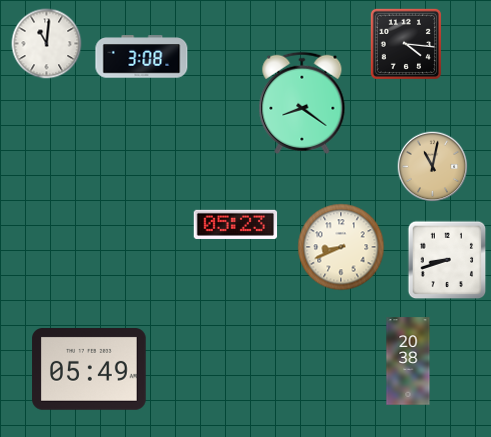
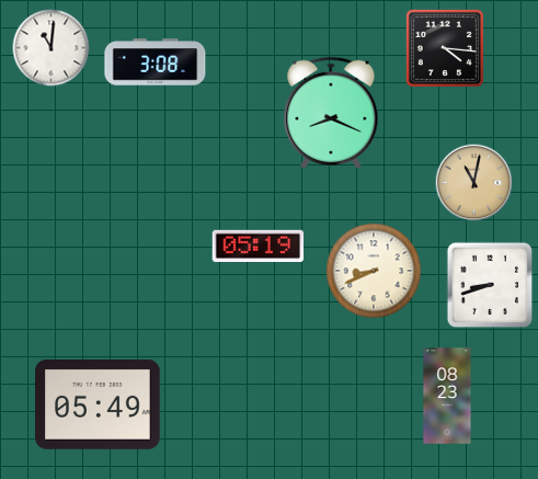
clock at (302, 103): 8:21 -> 8:19
clock at (236, 224): 05:23 -> 05:19
clock at (408, 361): 20:38 -> 08:23
